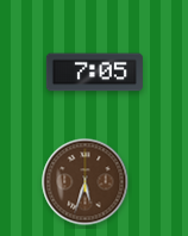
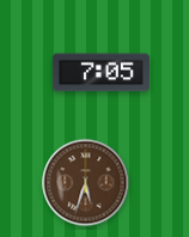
clock at (94, 73) position: (94, 73) -> (100, 73)
